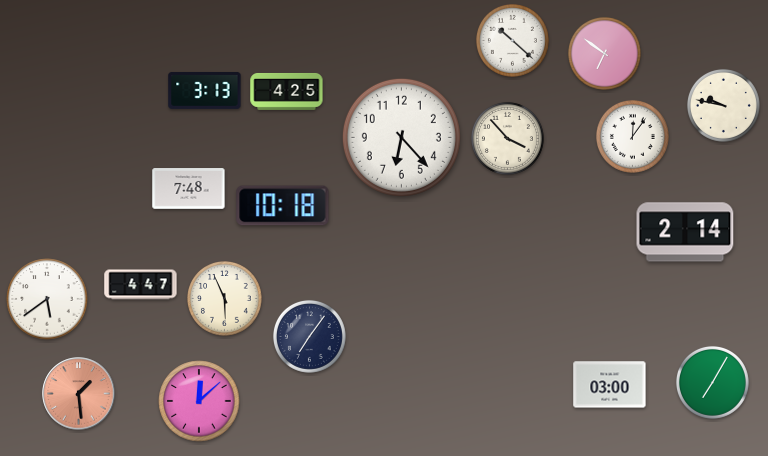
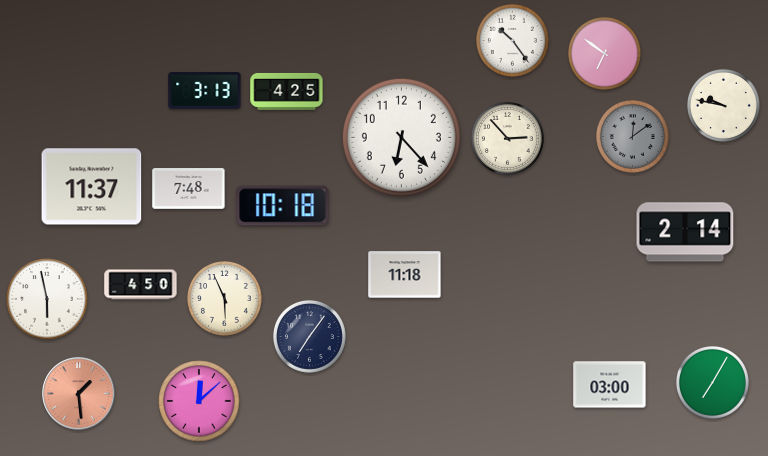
clock at (512, 40): 10:22 -> 10:24
clock at (632, 136): 12:06 -> 12:09
clock at (632, 136) dial: white -> grey
clock at (507, 138): 3:53 -> 2:53
clock at (92, 187): none -> 11:37
clock at (405, 275): none -> 11:18
clock at (141, 285): 4:47 -> 4:50
clock at (47, 299): 5:39 -> 5:58
